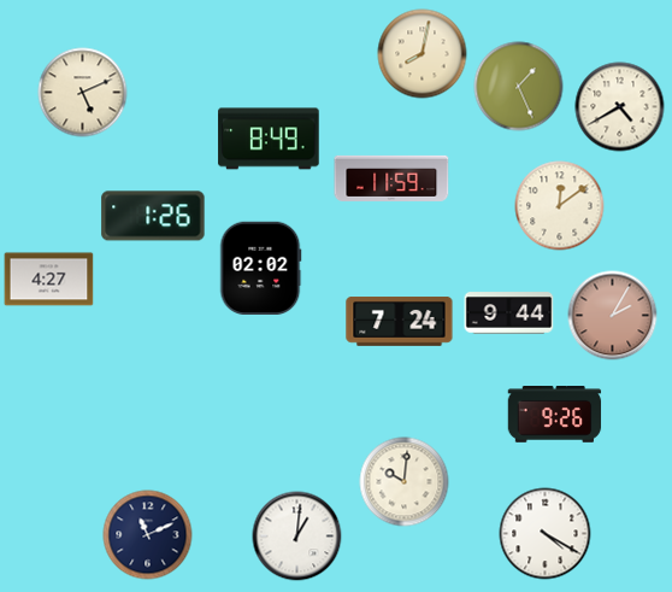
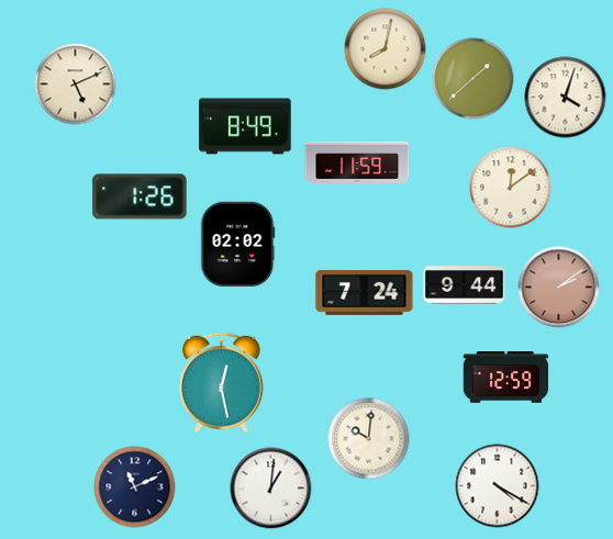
clock at (519, 87): 1:26 -> 1:38
clock at (620, 107): 4:40 -> 4:03
clock at (49, 280): 4:27 -> none
clock at (613, 316): 2:05 -> 2:09
clock at (555, 415): 9:26 -> 12:59
clock at (221, 382): none -> 12:28
